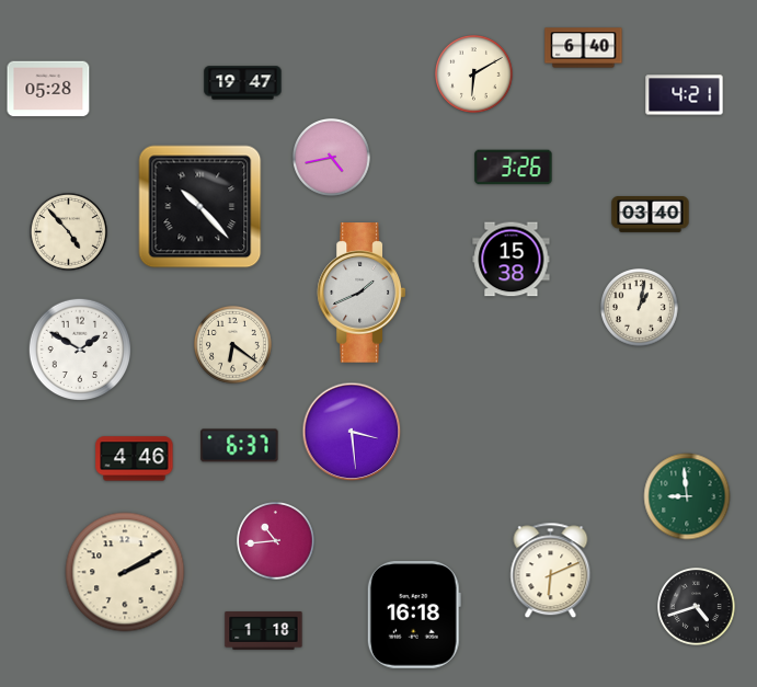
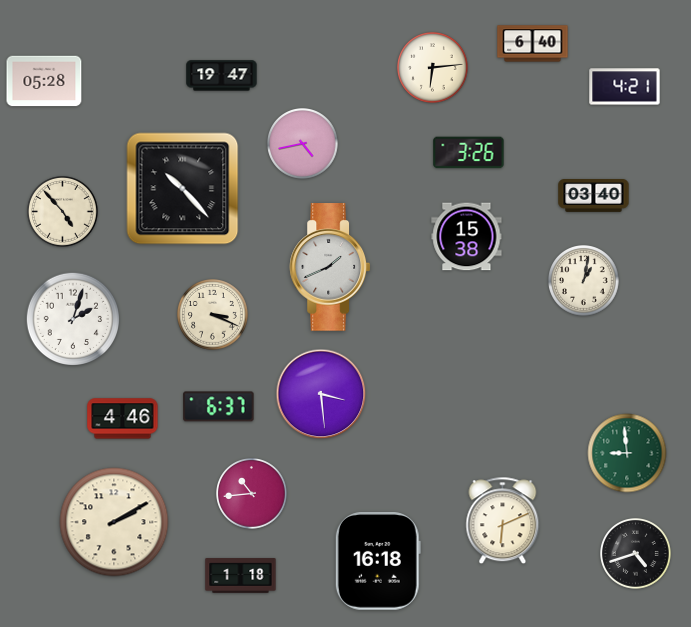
clock at (474, 75): 6:10 -> 6:14
clock at (233, 345): 6:21 -> 3:19
clock at (79, 348): 1:50 -> 2:03
